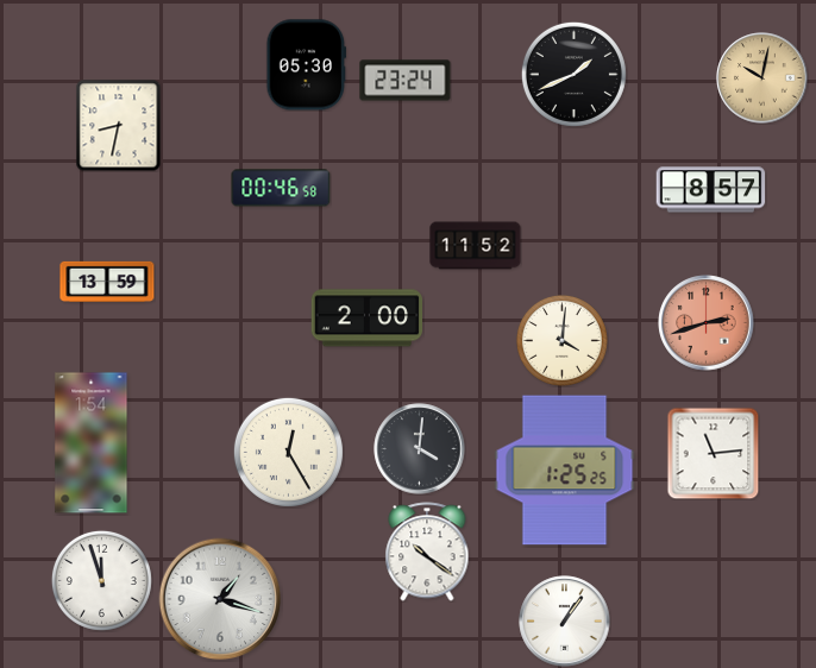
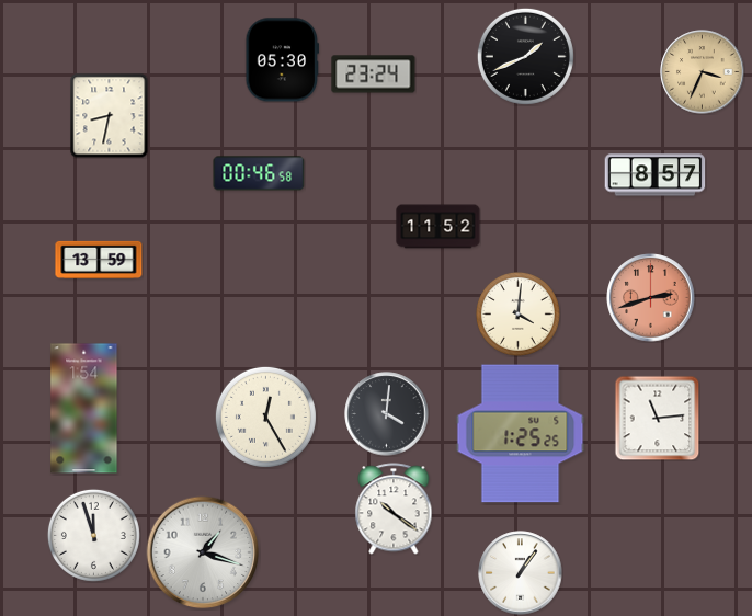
clock at (573, 74) position: (573, 74) -> (525, 56)
clock at (762, 78): 10:02 -> 3:34
clock at (366, 319): 2:00 -> none
